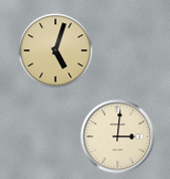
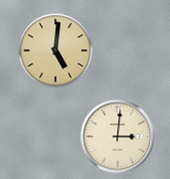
clock at (56, 51): 5:03 -> 5:01
